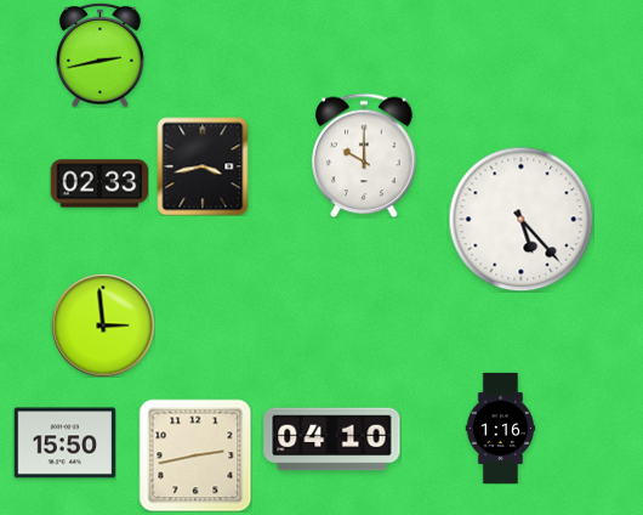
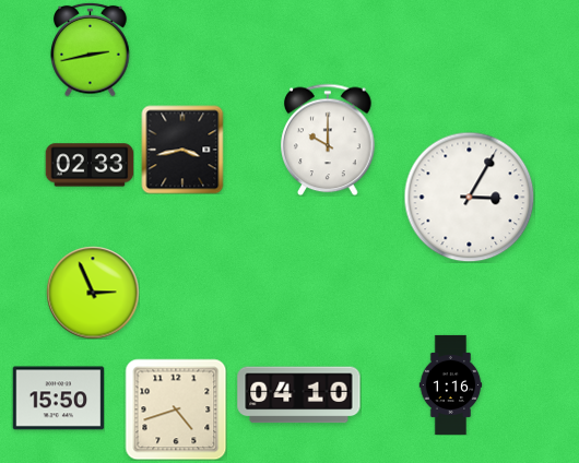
clock at (520, 219): 5:23 -> 3:05
clock at (103, 326): 2:59 -> 2:56
clock at (195, 455): 2:43 -> 4:42
